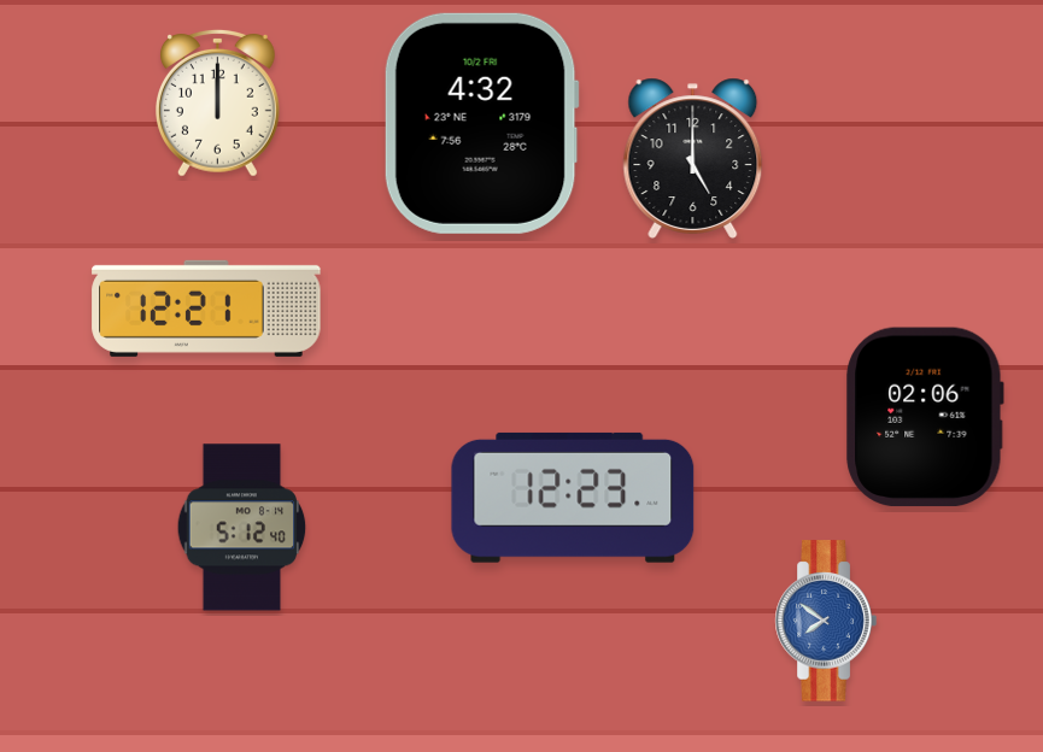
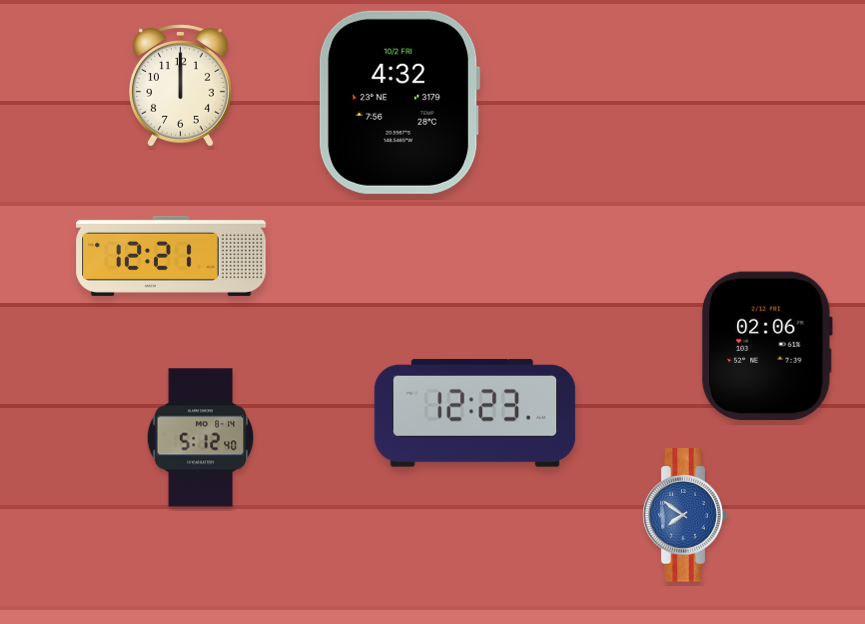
clock at (693, 158): 5:00 -> none
